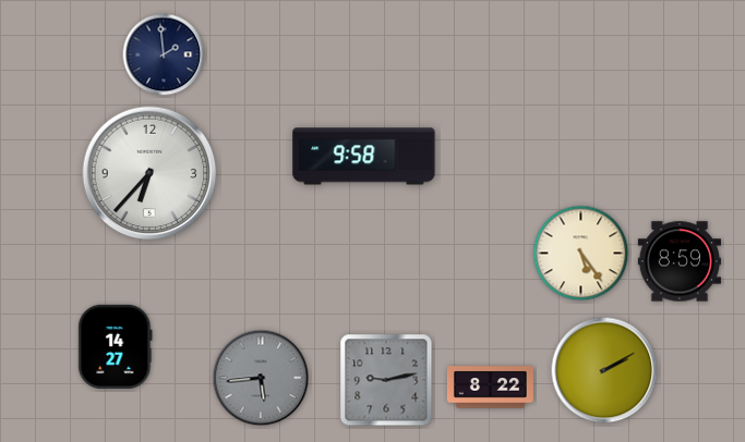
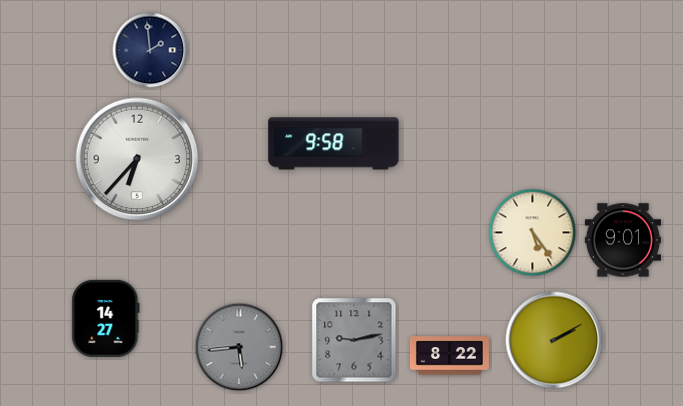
clock at (678, 261): 8:59 -> 9:01
clock at (386, 380) position: (386, 380) -> (354, 340)
